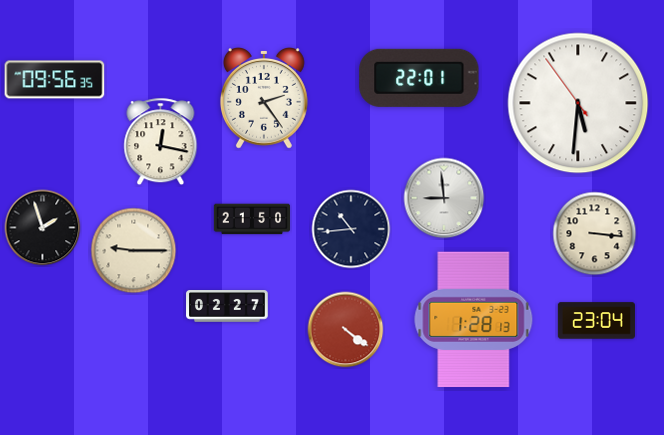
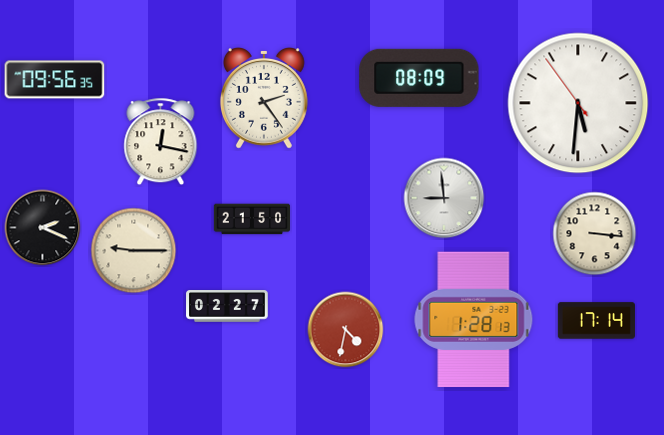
clock at (419, 78): 22:01 -> 08:09
clock at (43, 228): 1:57 -> 2:19
clock at (351, 229): 10:44 -> none
clock at (596, 321): 23:04 -> 17:14
clock at (346, 330): 4:21 -> 4:32
